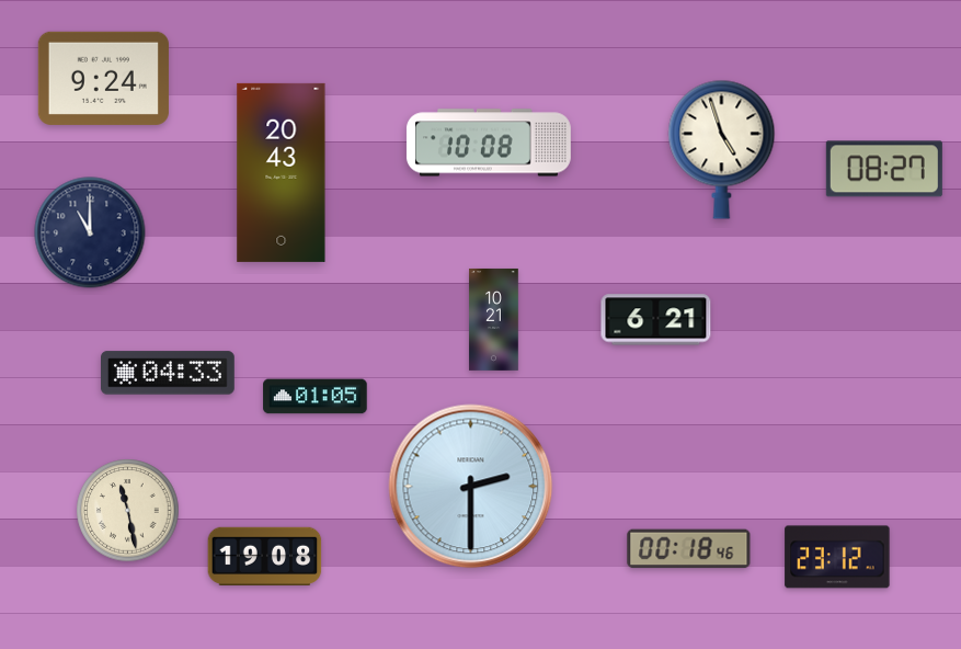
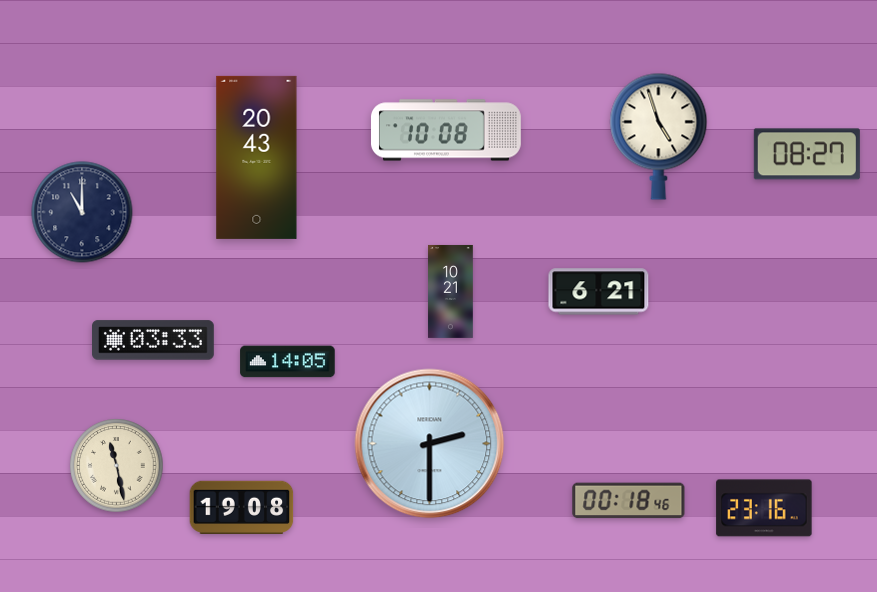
clock at (103, 78): 9:24 -> none
clock at (169, 373): 04:33 -> 03:33
clock at (316, 397): 01:05 -> 14:05
clock at (837, 557): 23:12 -> 23:16
